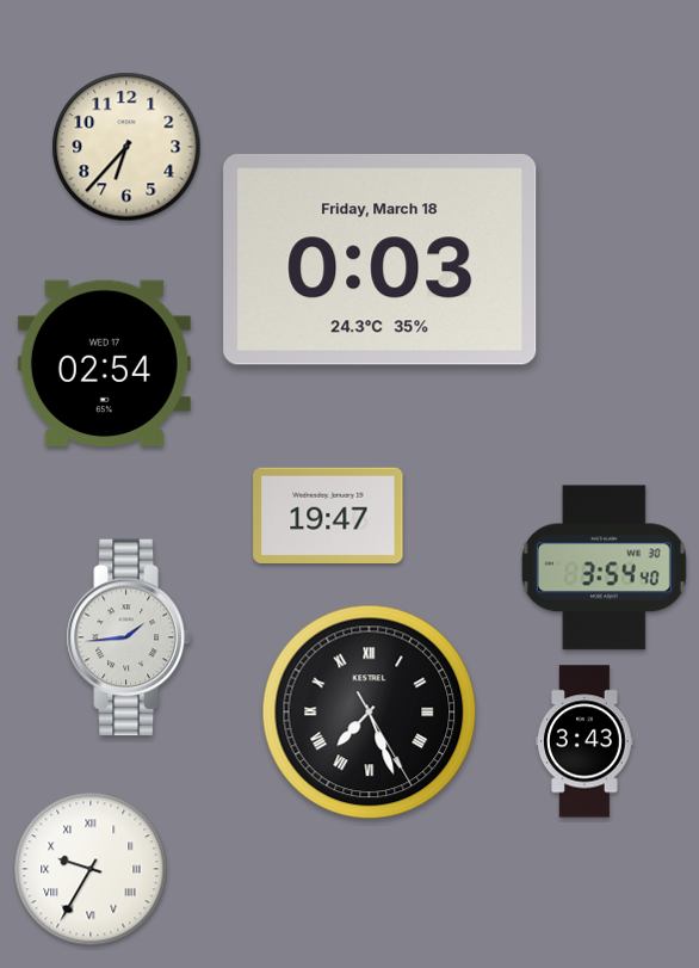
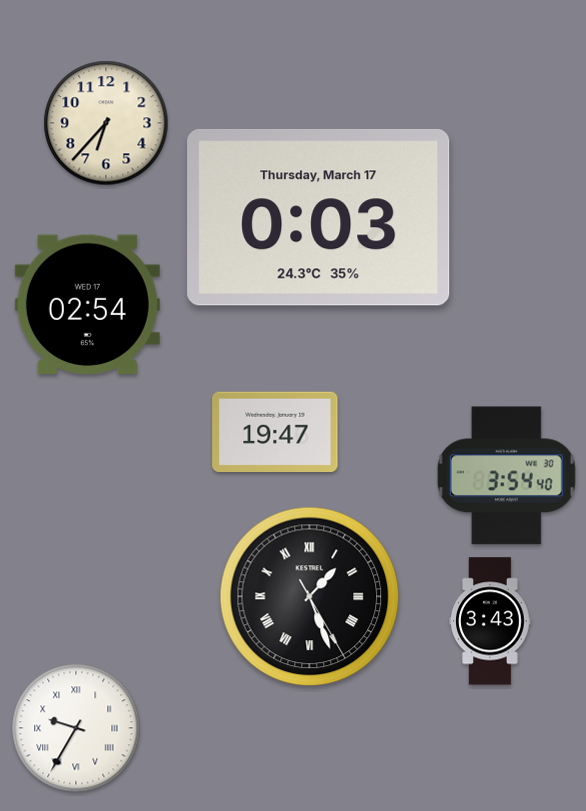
clock at (381, 259) date: Friday, March 18 -> Thursday, March 17
clock at (129, 637): 1:44 -> none
clock at (370, 713): 7:26 -> 1:26
